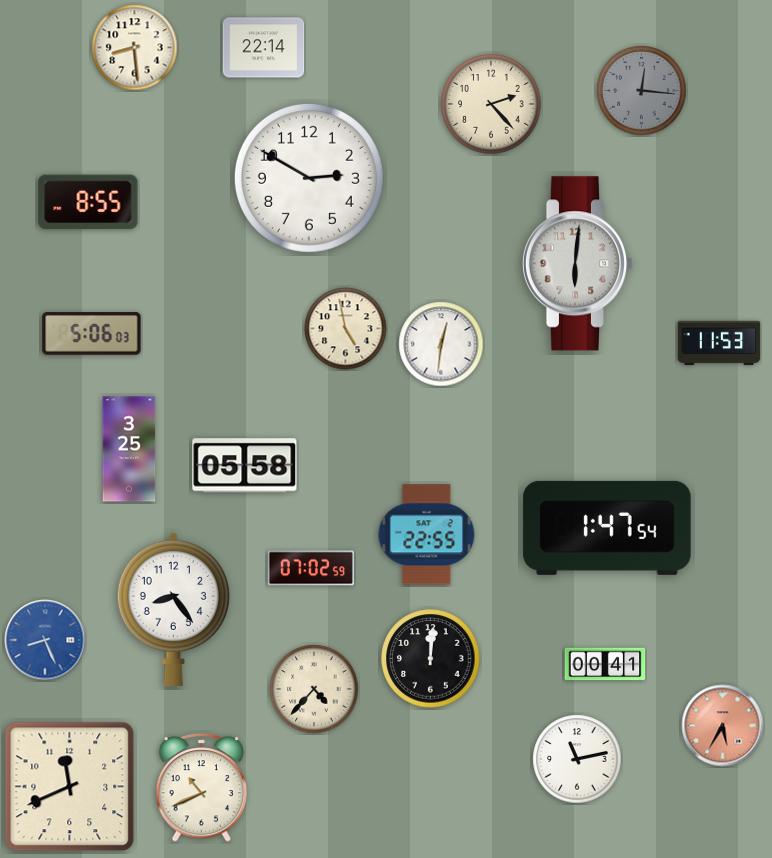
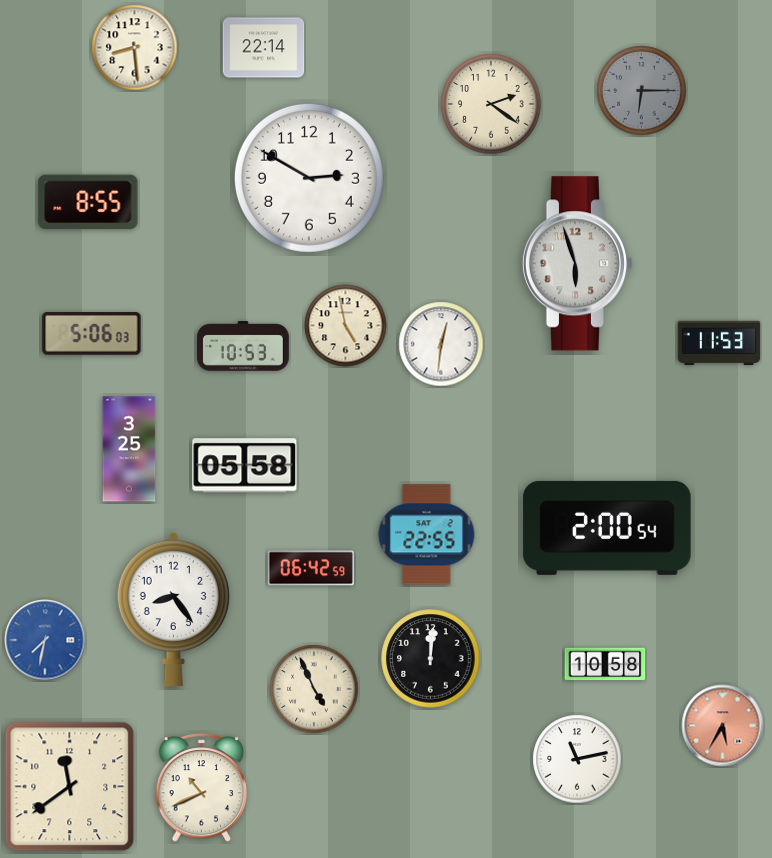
clock at (642, 91): 12:16 -> 6:15
clock at (491, 104): 2:23 -> 2:21
clock at (577, 264): 6:01 -> 5:57
clock at (346, 329) position: (346, 329) -> (346, 326)
clock at (244, 347): none -> 10:53
clock at (607, 528): 1:47 -> 2:00
clock at (311, 568): 07:02 -> 06:42
clock at (45, 640): 8:26 -> 7:32
clock at (605, 664): 00:41 -> 10:58
clock at (314, 689): 4:37 -> 4:56
clock at (70, 787): 11:41 -> 11:39
